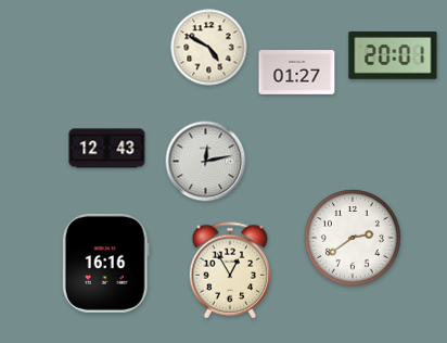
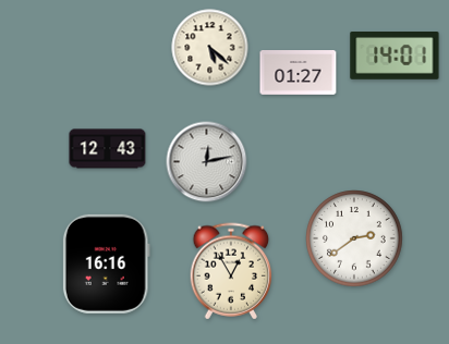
clock at (209, 48): 4:50 -> 5:22
clock at (393, 56): 20:01 -> 14:01
